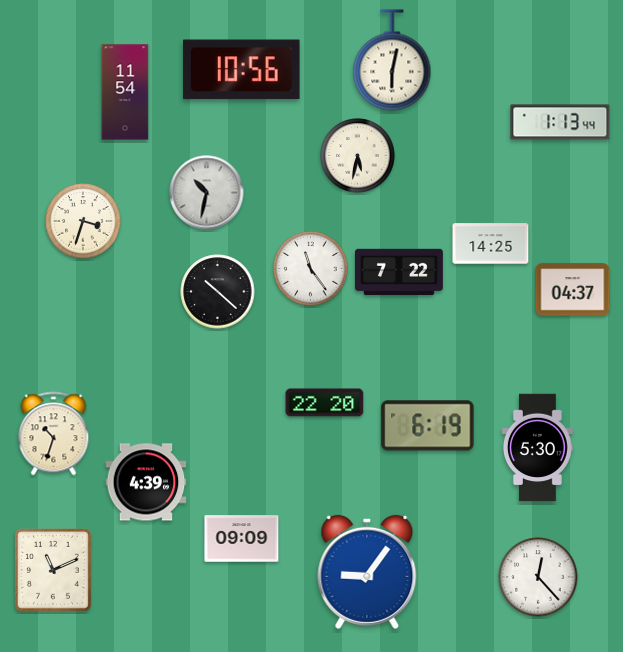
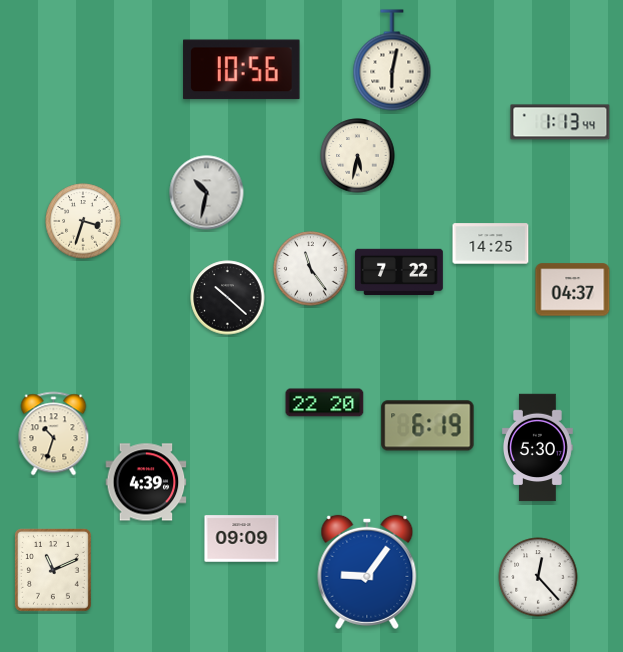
clock at (125, 92): 11:54 -> none
clock at (218, 292) position: (218, 292) -> (228, 298)
